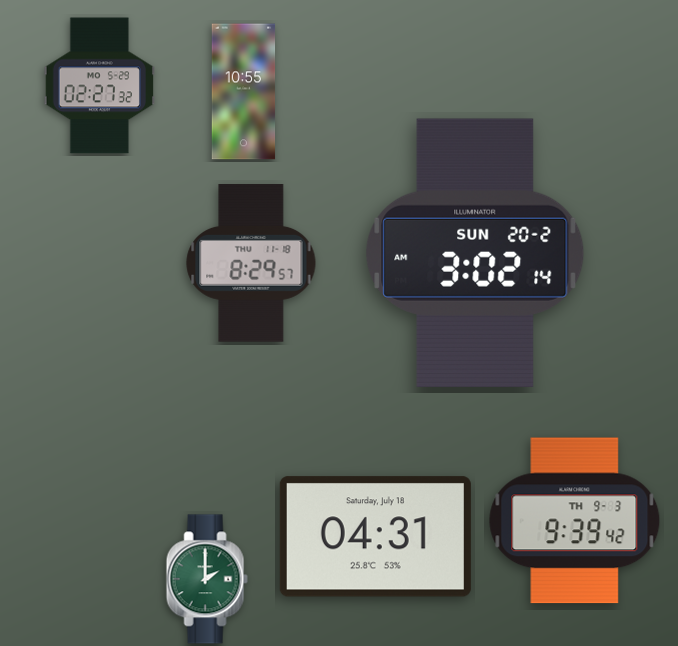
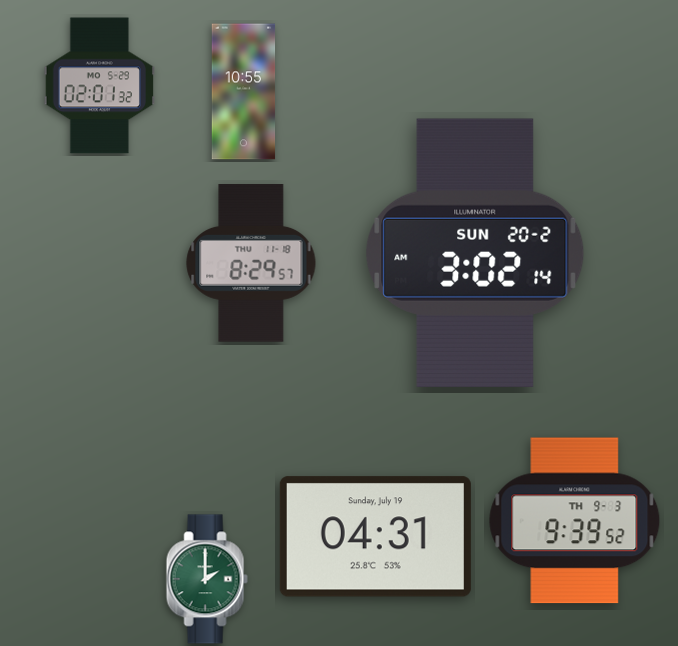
clock at (99, 86): 02:27 -> 02:01
clock at (575, 521): 9:39:42 -> 9:39:52
clock at (375, 537) date: Saturday, July 18 -> Sunday, July 19
